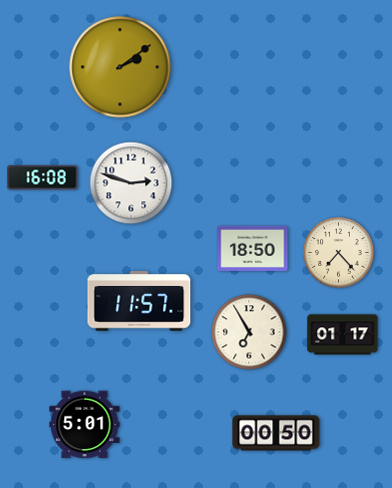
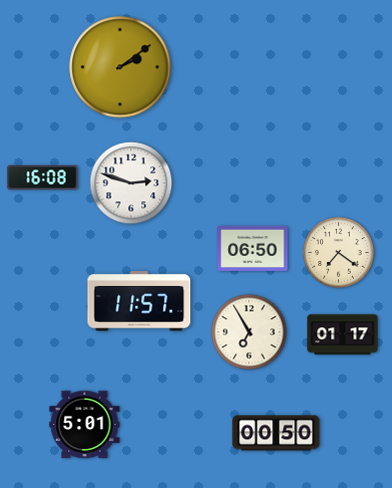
clock at (253, 248): 18:50 -> 06:50
clock at (339, 253): 7:23 -> 7:21
